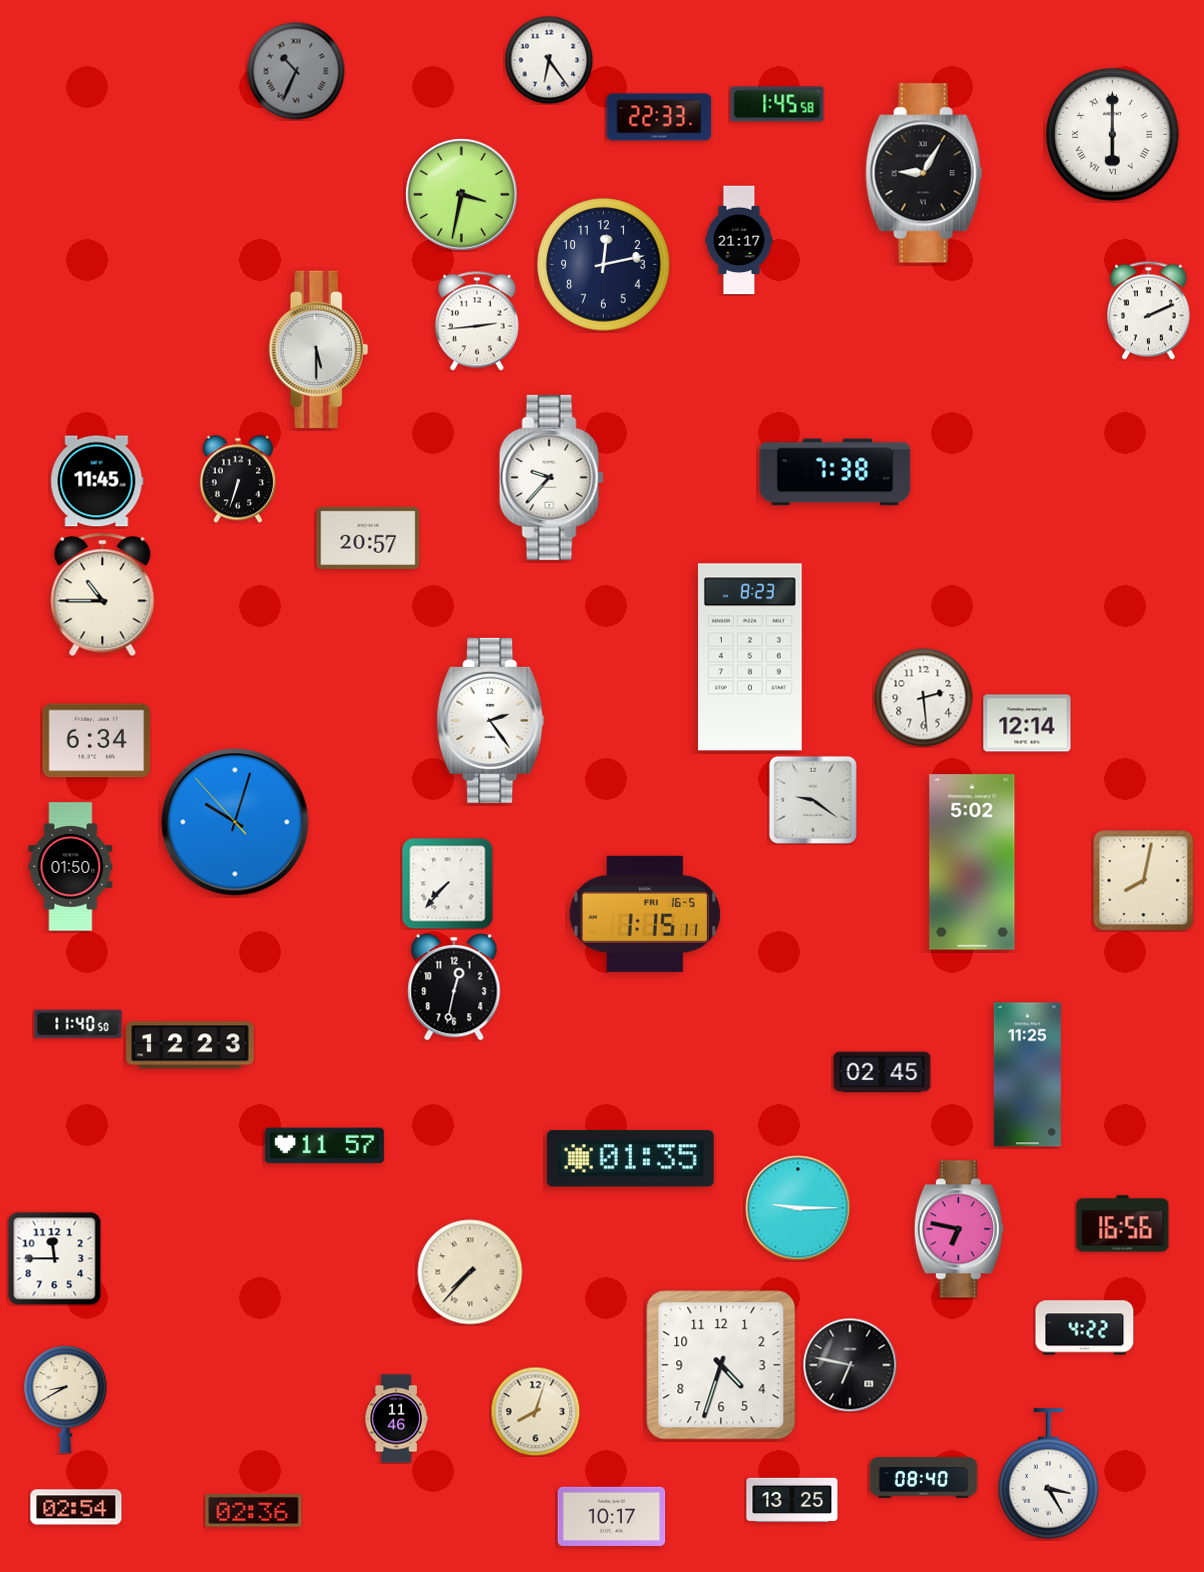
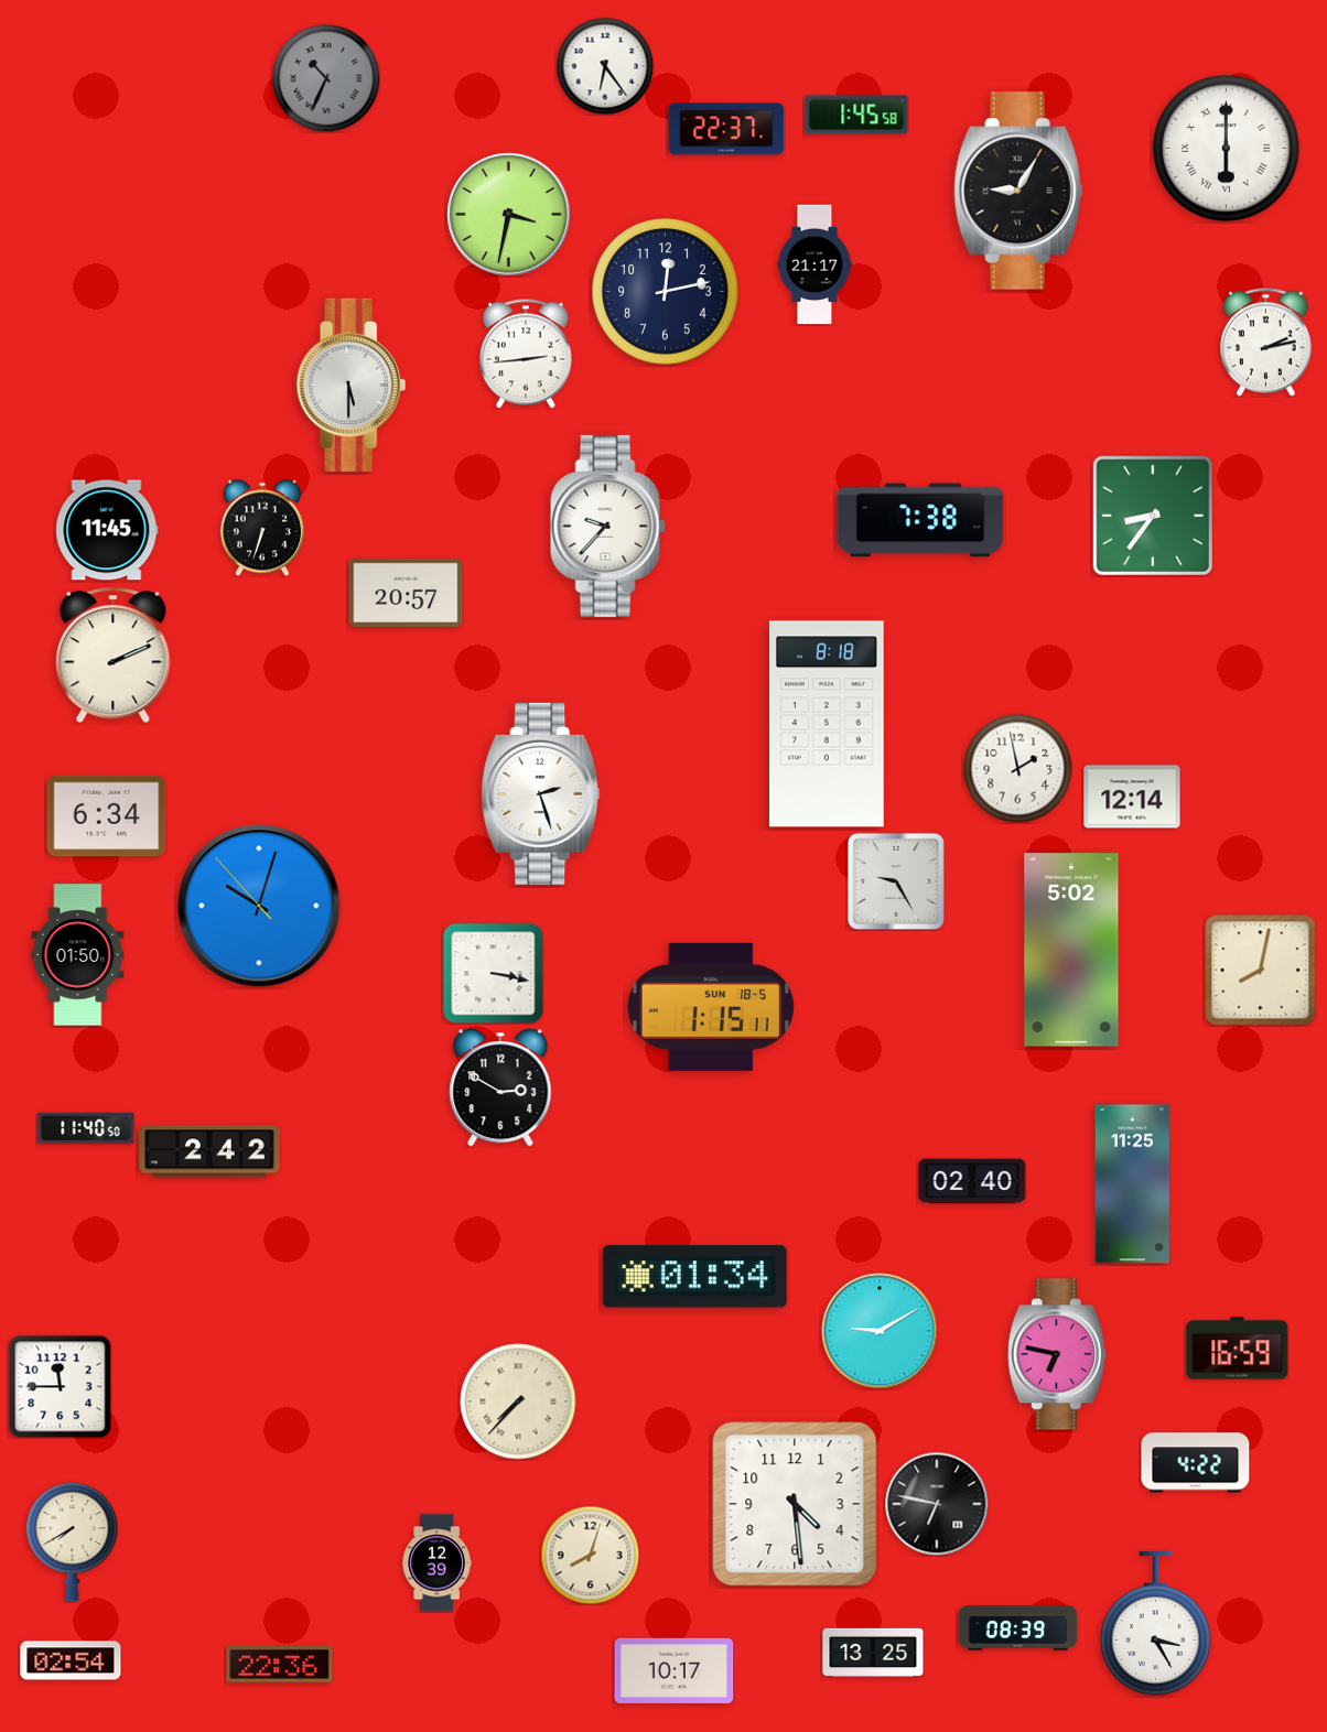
clock at (659, 117): 22:33 -> 22:37
clock at (1149, 310): 2:11 -> 2:13
clock at (1152, 515): none -> 8:36
clock at (103, 595): 10:45 -> 2:11
clock at (751, 657): 8:23 -> 8:18
clock at (924, 698): 2:29 -> 1:58
clock at (491, 720): 2:24 -> 2:27
clock at (813, 800): 9:21 -> 9:25
clock at (448, 884): 7:37 -> 3:17
clock at (645, 914) date: FRI 16-5 -> SUN 18-5
clock at (454, 988): 12:32 -> 2:50
clock at (190, 1045): 12:23 -> 2:42
clock at (882, 1072): 02:45 -> 02:40
clock at (324, 1146): 11:57 -> none
clock at (630, 1159): 01:35 -> 01:34
clock at (798, 1208): 9:15 -> 9:10
clock at (1123, 1224): 16:56 -> 16:59
clock at (721, 1365): 4:33 -> 4:29
clock at (66, 1400): 8:40 -> 7:40
clock at (396, 1419): 11:46 -> 12:39
clock at (924, 1478): 08:40 -> 08:39
clock at (76, 1507) position: (76, 1507) -> (71, 1660)
clock at (254, 1511): 02:36 -> 22:36
